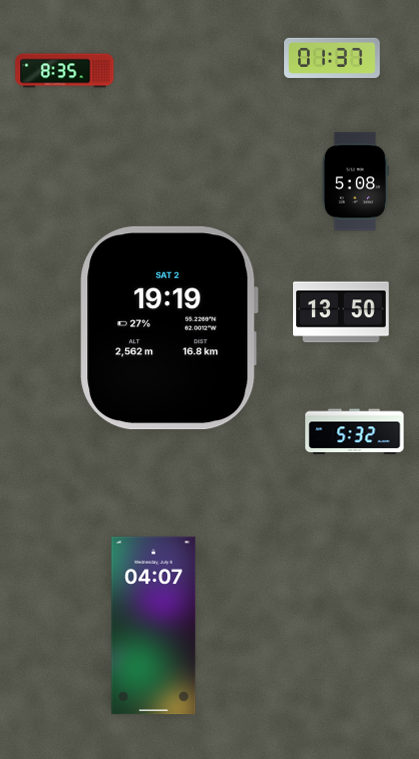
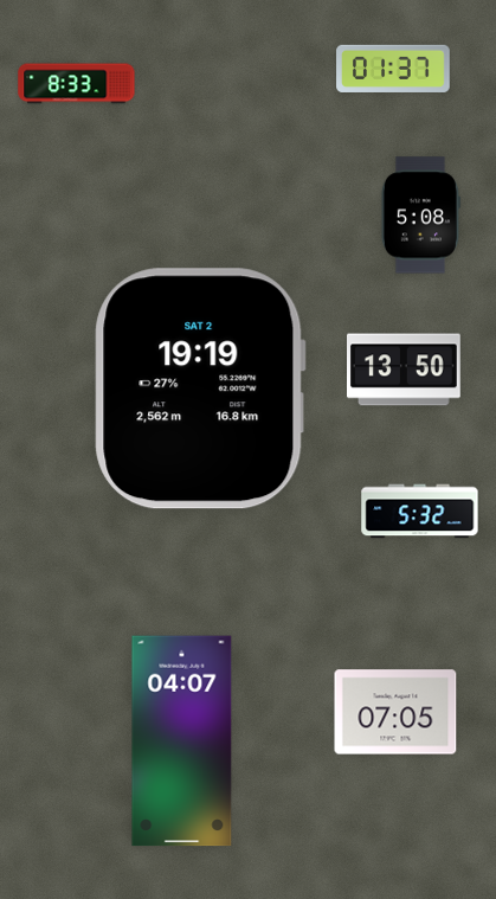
clock at (65, 71): 8:35 -> 8:33
clock at (395, 712): none -> 07:05
